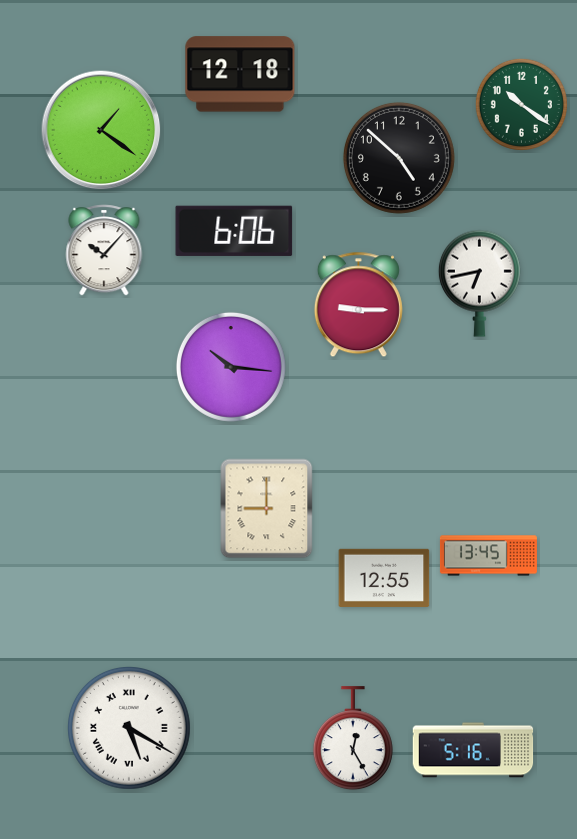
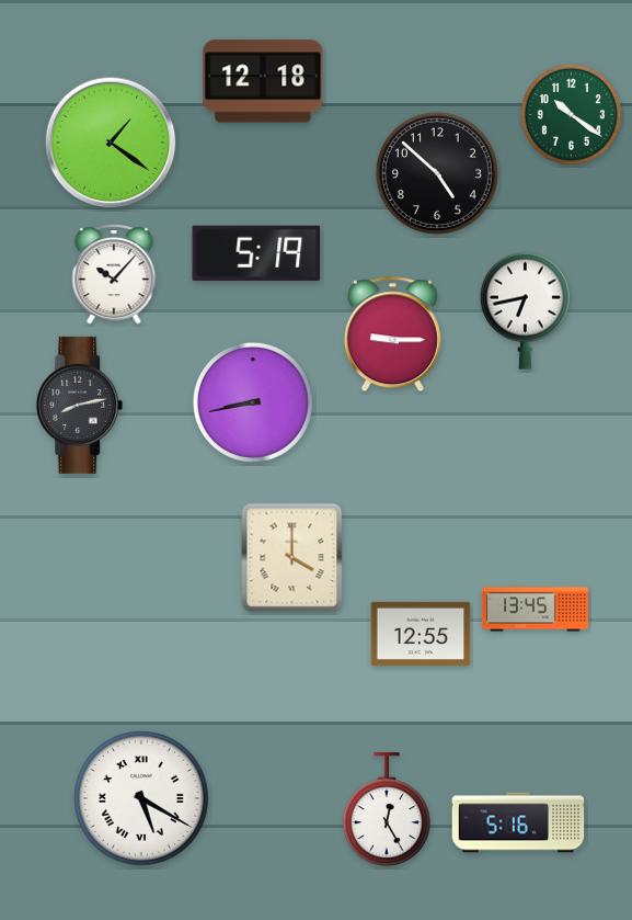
clock at (234, 231): 6:06 -> 5:19
clock at (231, 367): 10:16 -> 8:43
clock at (80, 405): none -> 8:13
clock at (267, 509): 9:00 -> 4:00
